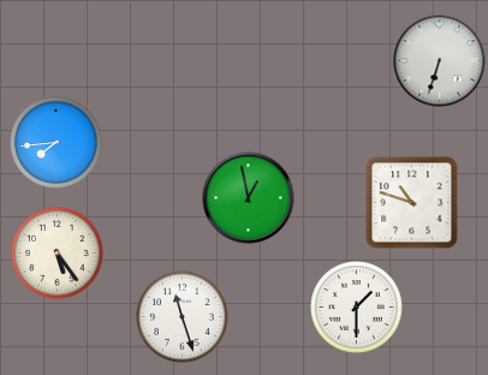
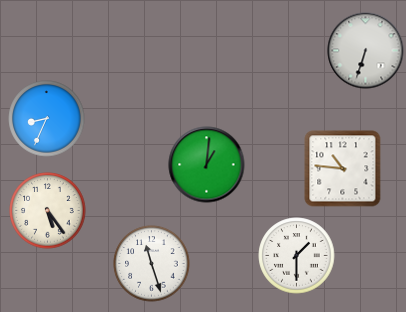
clock at (56, 143): 7:44 -> 8:34
clock at (249, 198): 12:58 -> 1:01
clock at (412, 203): 10:48 -> 10:46
